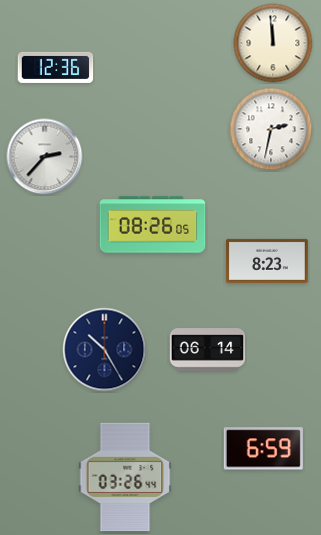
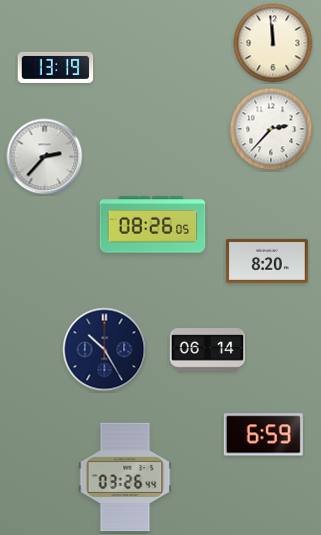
clock at (56, 67): 12:36 -> 13:19
clock at (271, 129): 2:32 -> 2:37
clock at (267, 261): 8:23 -> 8:20
clock at (263, 449) position: (263, 449) -> (263, 435)
